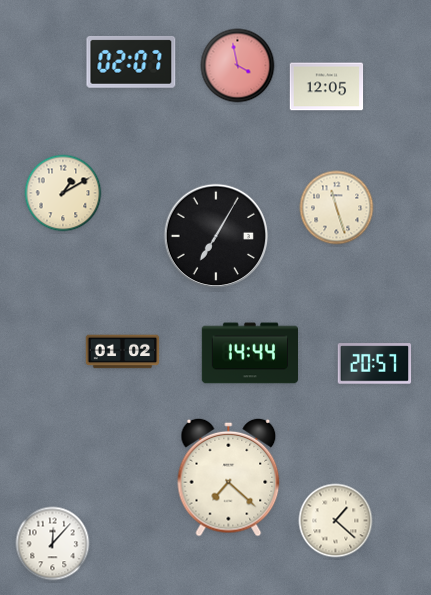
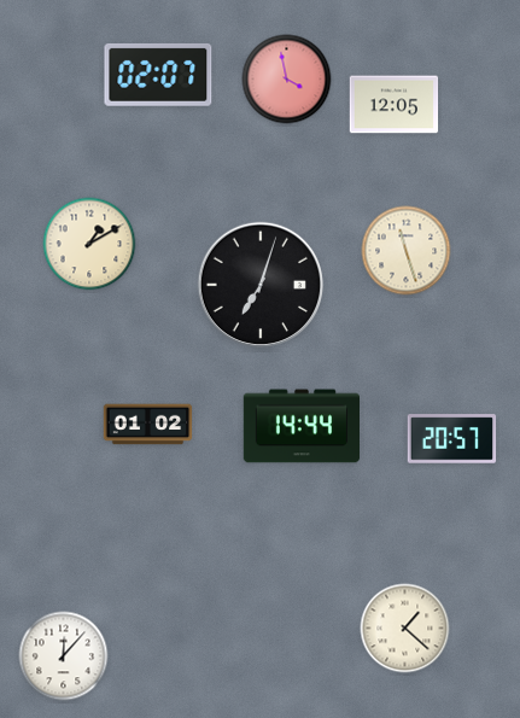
clock at (63, 193) position: (63, 193) -> (89, 244)
clock at (215, 235): 7:05 -> 7:03
clock at (229, 477): 7:22 -> none
